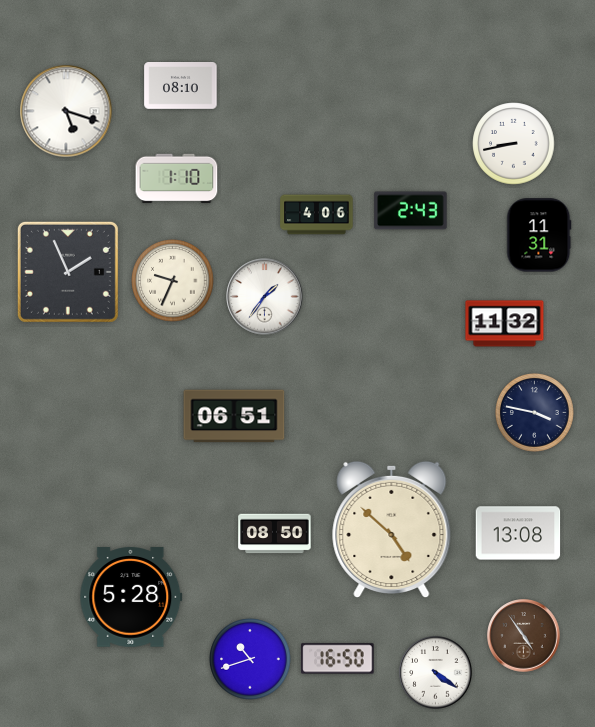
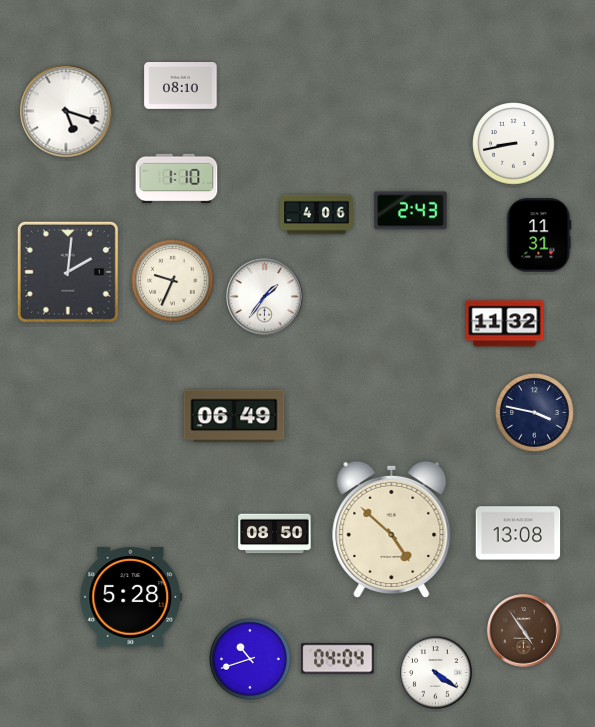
clock at (68, 272): 1:56 -> 2:01
clock at (234, 416): 06:51 -> 06:49
clock at (524, 636) position: (524, 636) -> (524, 631)
clock at (338, 659): 16:50 -> 04:04
